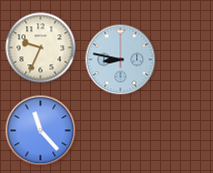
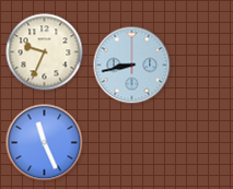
clock at (121, 60): 8:47 -> 8:43
clock at (41, 131): 11:23 -> 11:26
